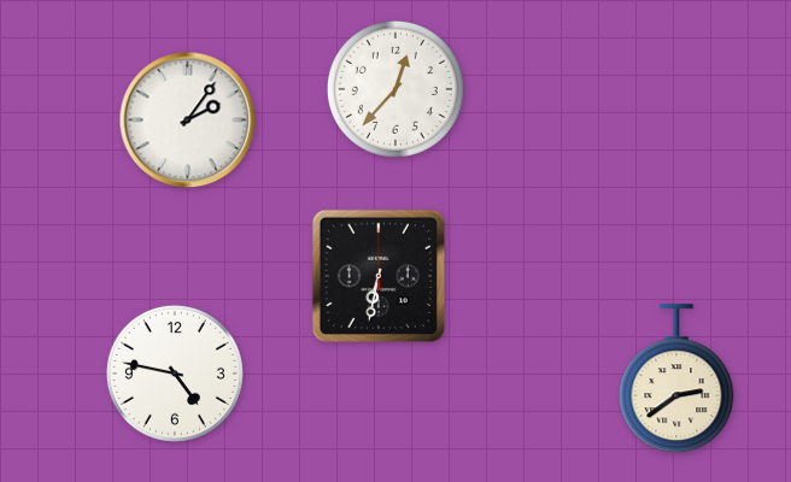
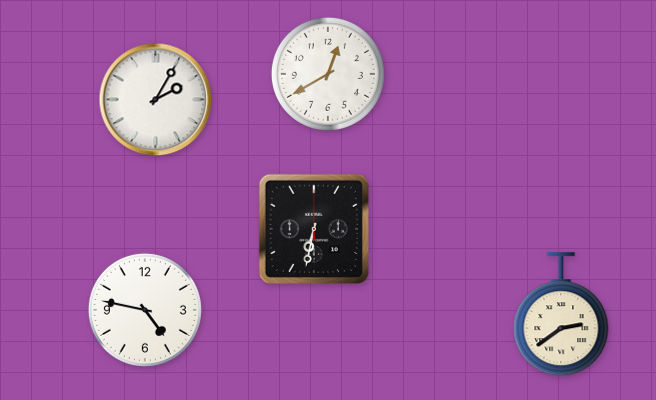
clock at (395, 89): 12:37 -> 12:40
clock at (188, 120): 2:06 -> 2:05
